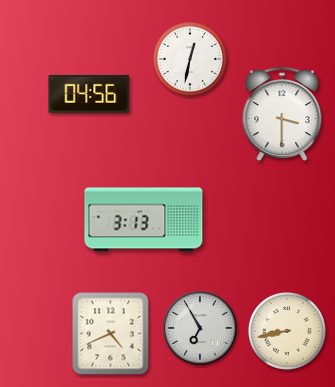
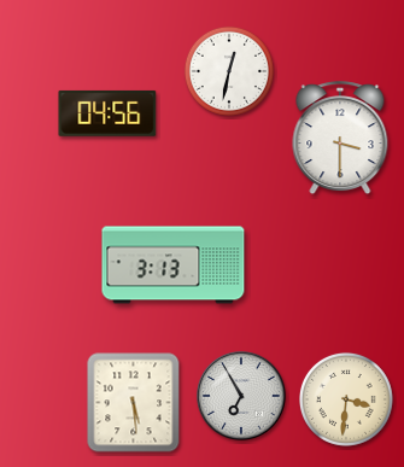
clock at (287, 331): 8:43 -> 3:31
clock at (111, 334): 4:41 -> 5:29
